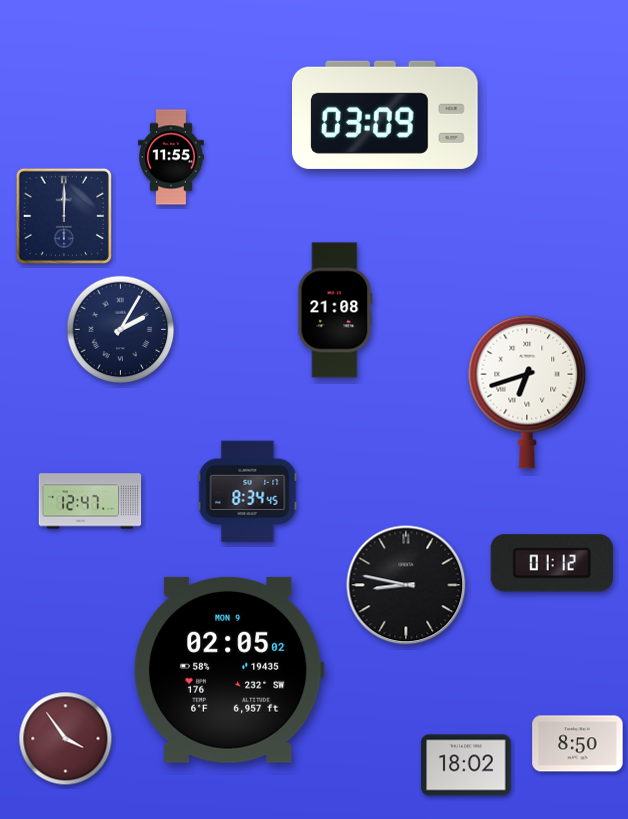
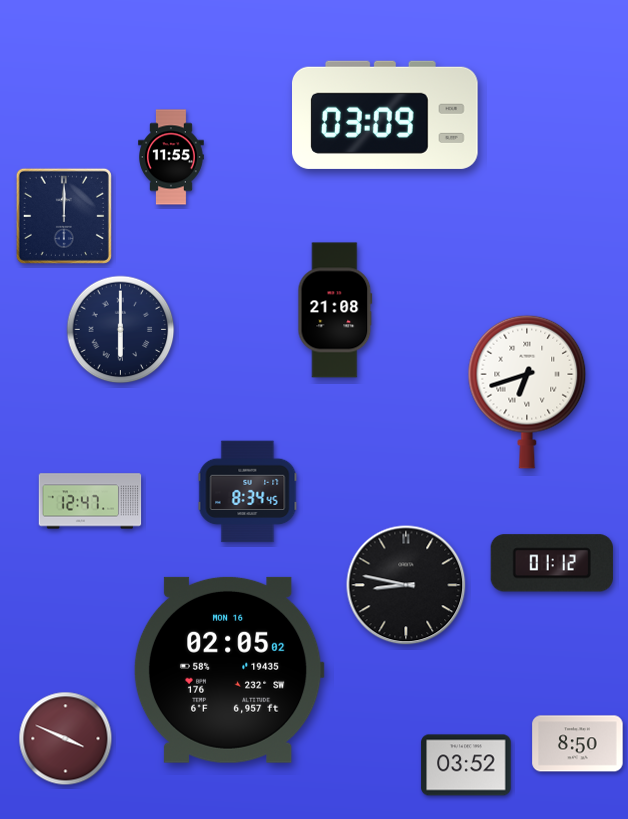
clock at (121, 330): 2:05 -> 6:00
clock at (229, 670) date: MON 9 -> MON 16
clock at (66, 739): 3:54 -> 3:49
clock at (466, 765): 18:02 -> 03:52
